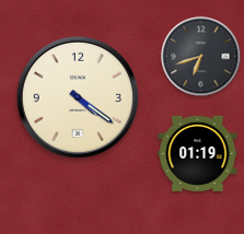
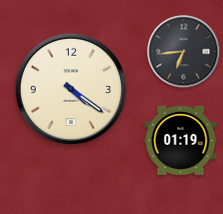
clock at (201, 57): 6:42 -> 6:44
